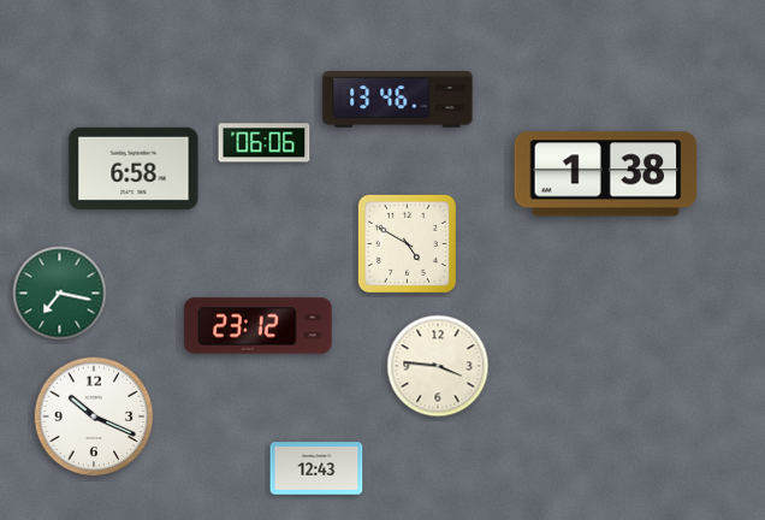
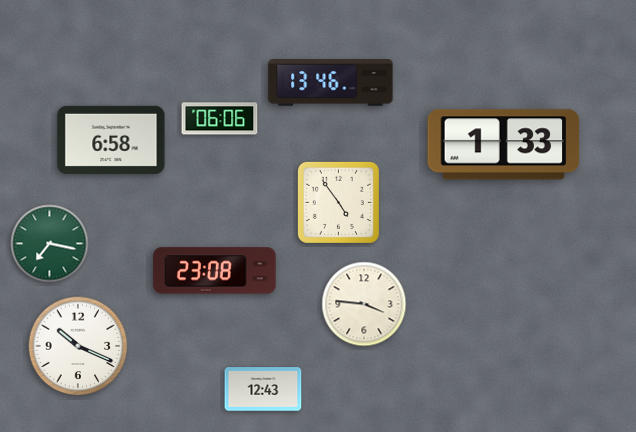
clock at (606, 175): 1:38 -> 1:33
clock at (407, 243): 4:50 -> 4:54
clock at (259, 326): 23:12 -> 23:08
